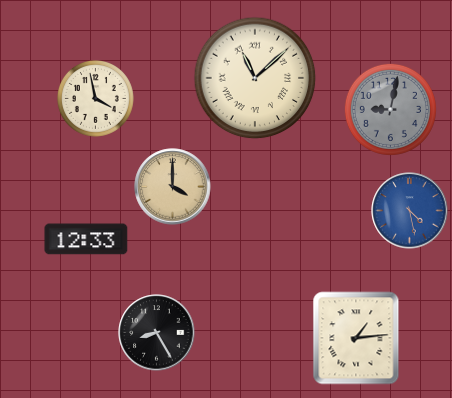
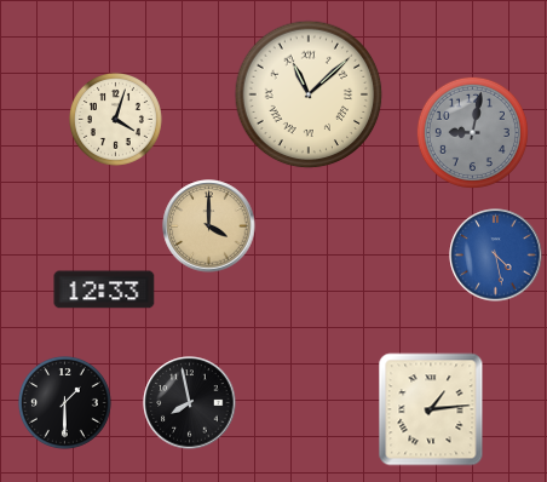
clock at (95, 98): 3:58 -> 4:03
clock at (64, 402): none -> 1:30
clock at (157, 333): 8:25 -> 7:58
